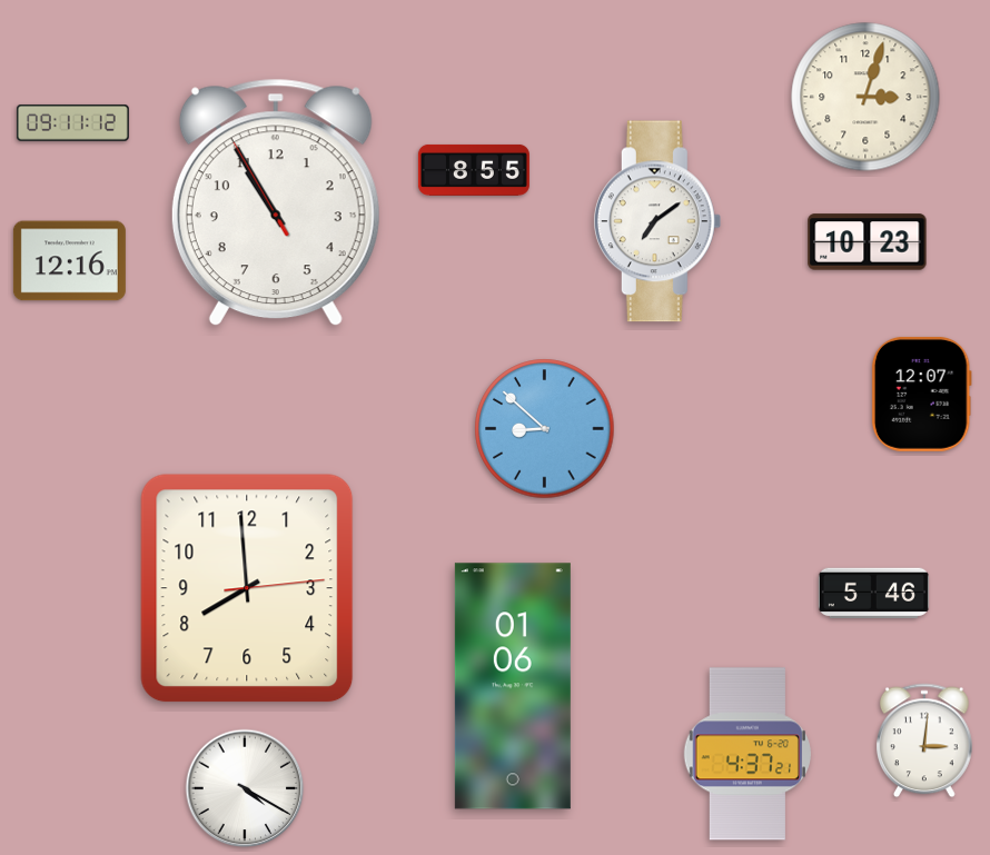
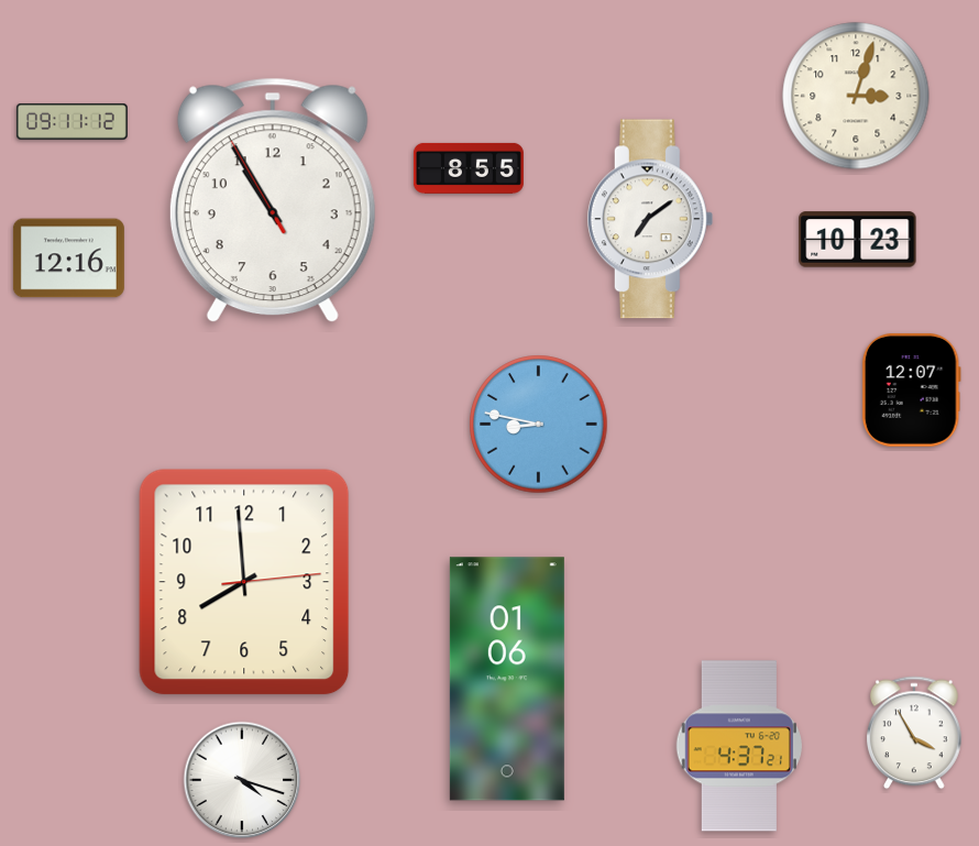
clock at (545, 429): 8:52 -> 8:47
clock at (873, 594): 5:46 -> none
clock at (924, 740): 3:01 -> 3:55
clock at (245, 788): 4:20 -> 4:18
